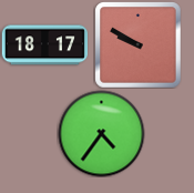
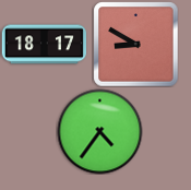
clock at (137, 44): 9:50 -> 8:50
